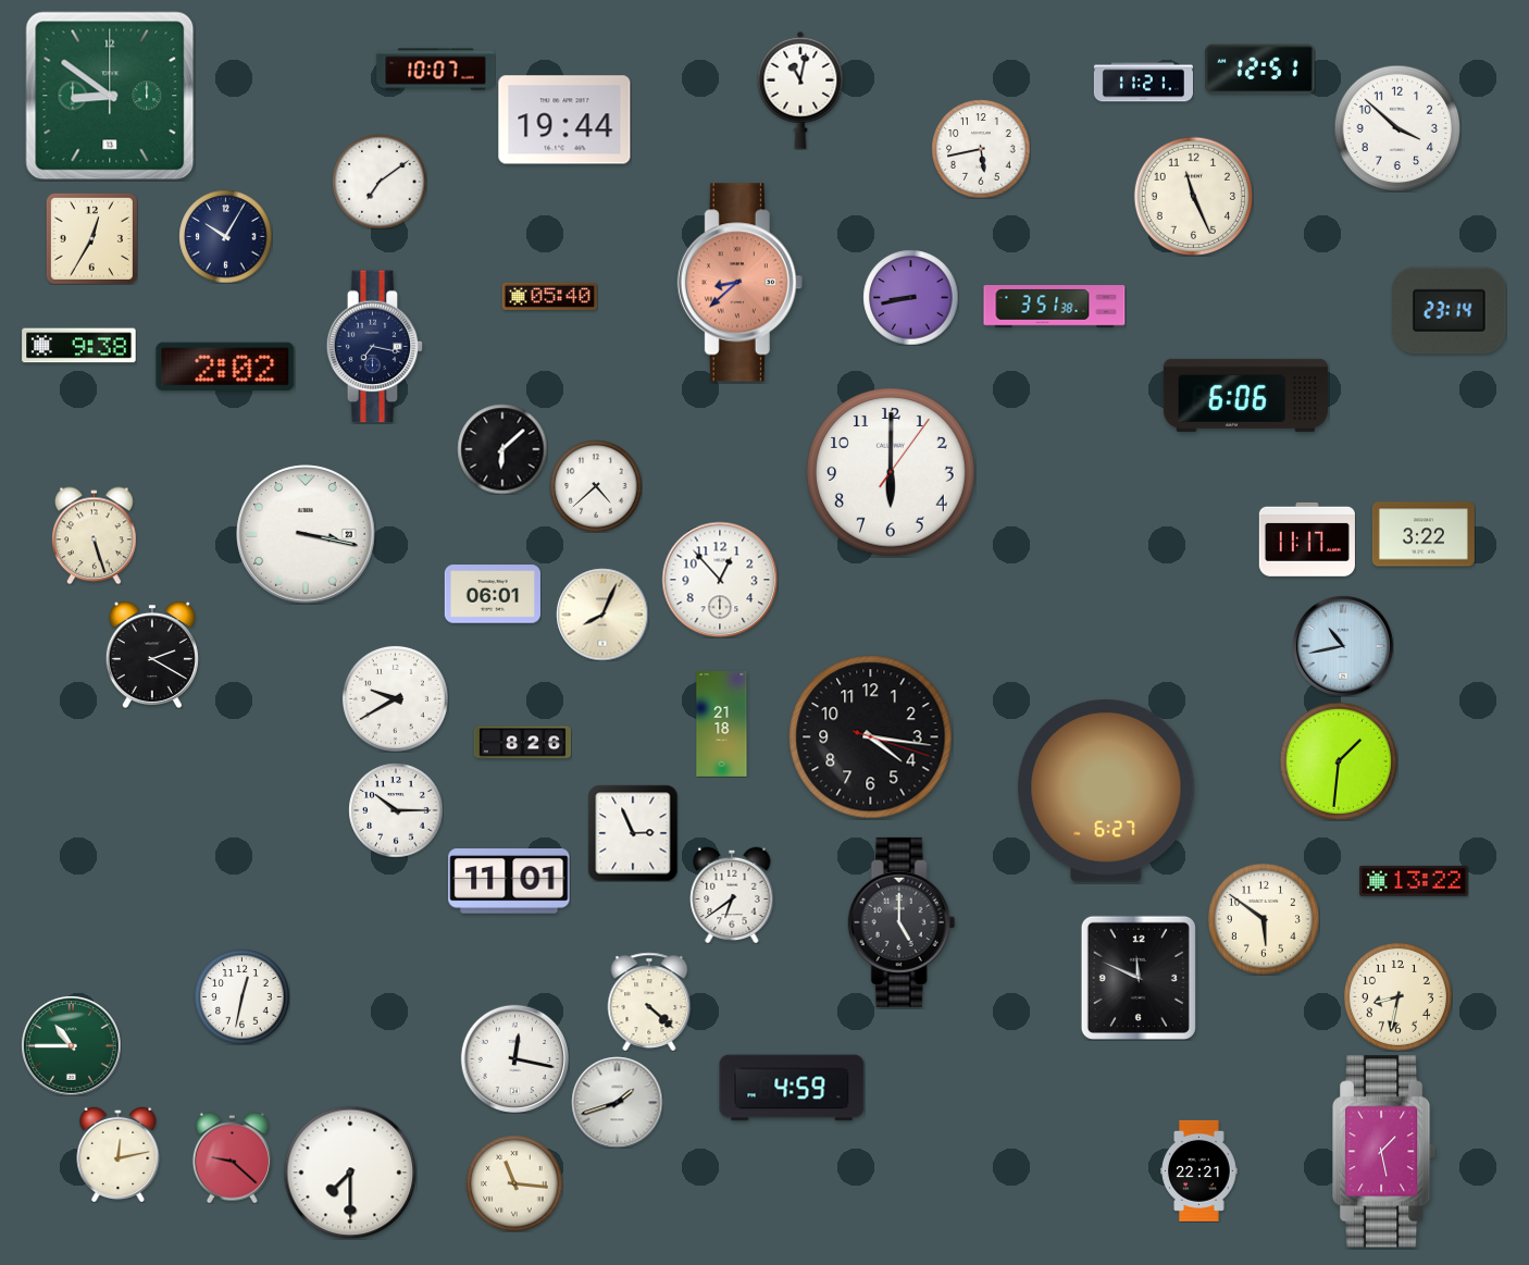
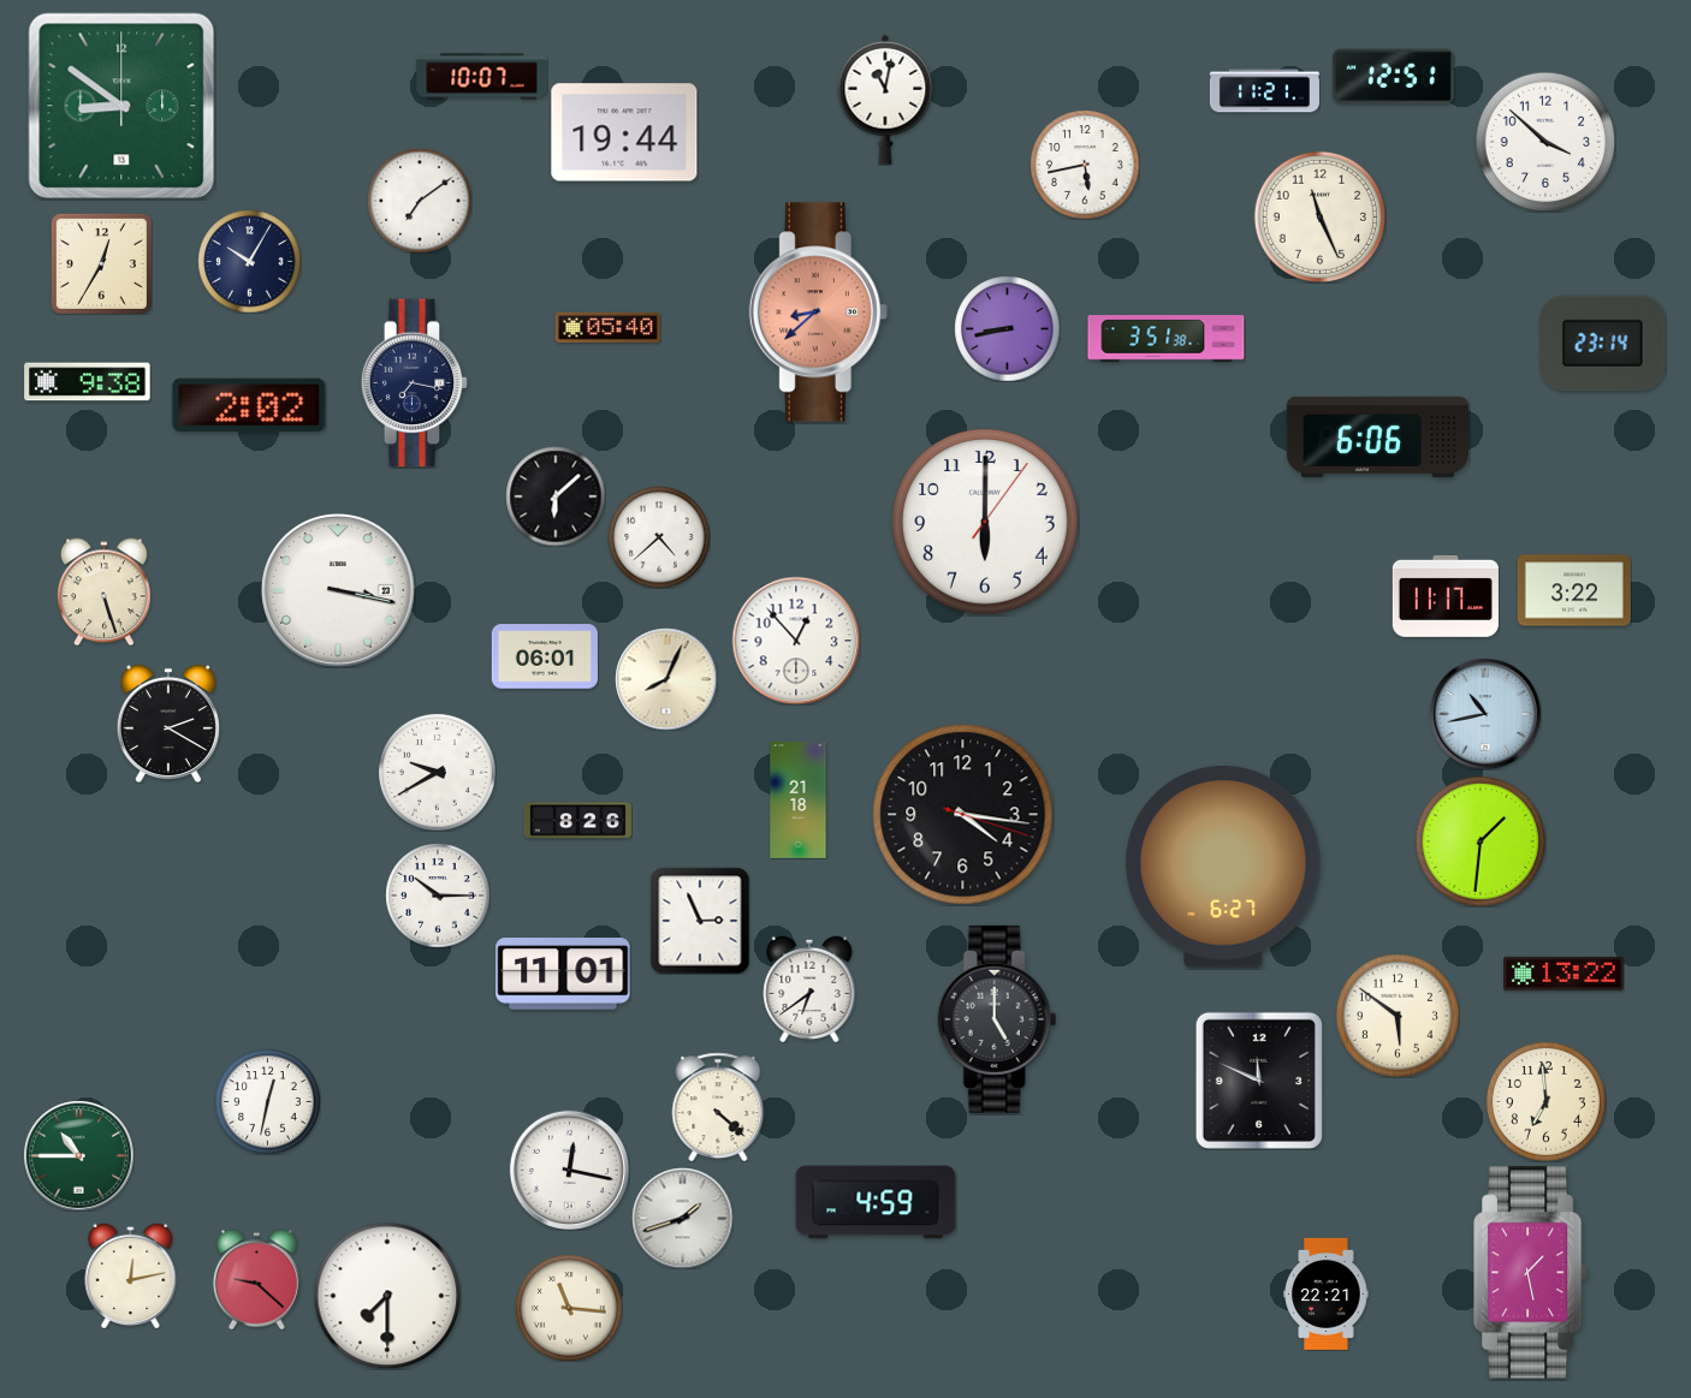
clock at (1106, 792) position: (1106, 792) -> (1223, 868)
clock at (1397, 996): 8:32 -> 6:59
